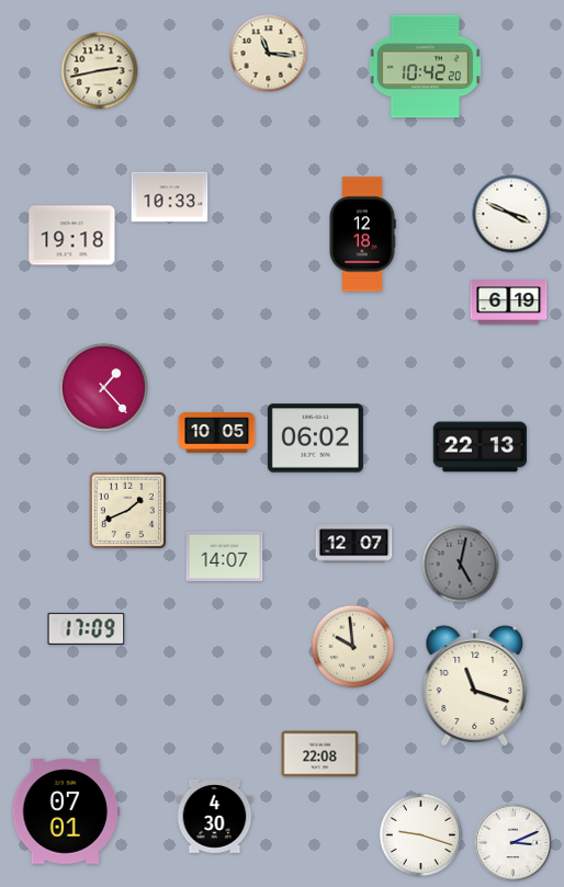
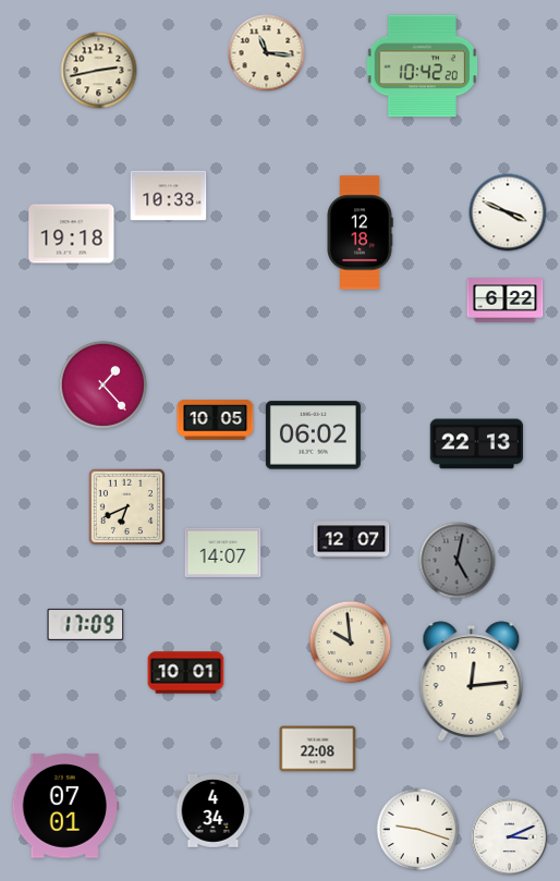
clock at (509, 303): 6:19 -> 6:22
clock at (217, 433) position: (217, 433) -> (216, 420)
clock at (128, 511): 1:41 -> 6:41
clock at (186, 673): none -> 10:01
clock at (475, 686): 11:18 -> 12:14
clock at (215, 816): 4:30 -> 4:34
